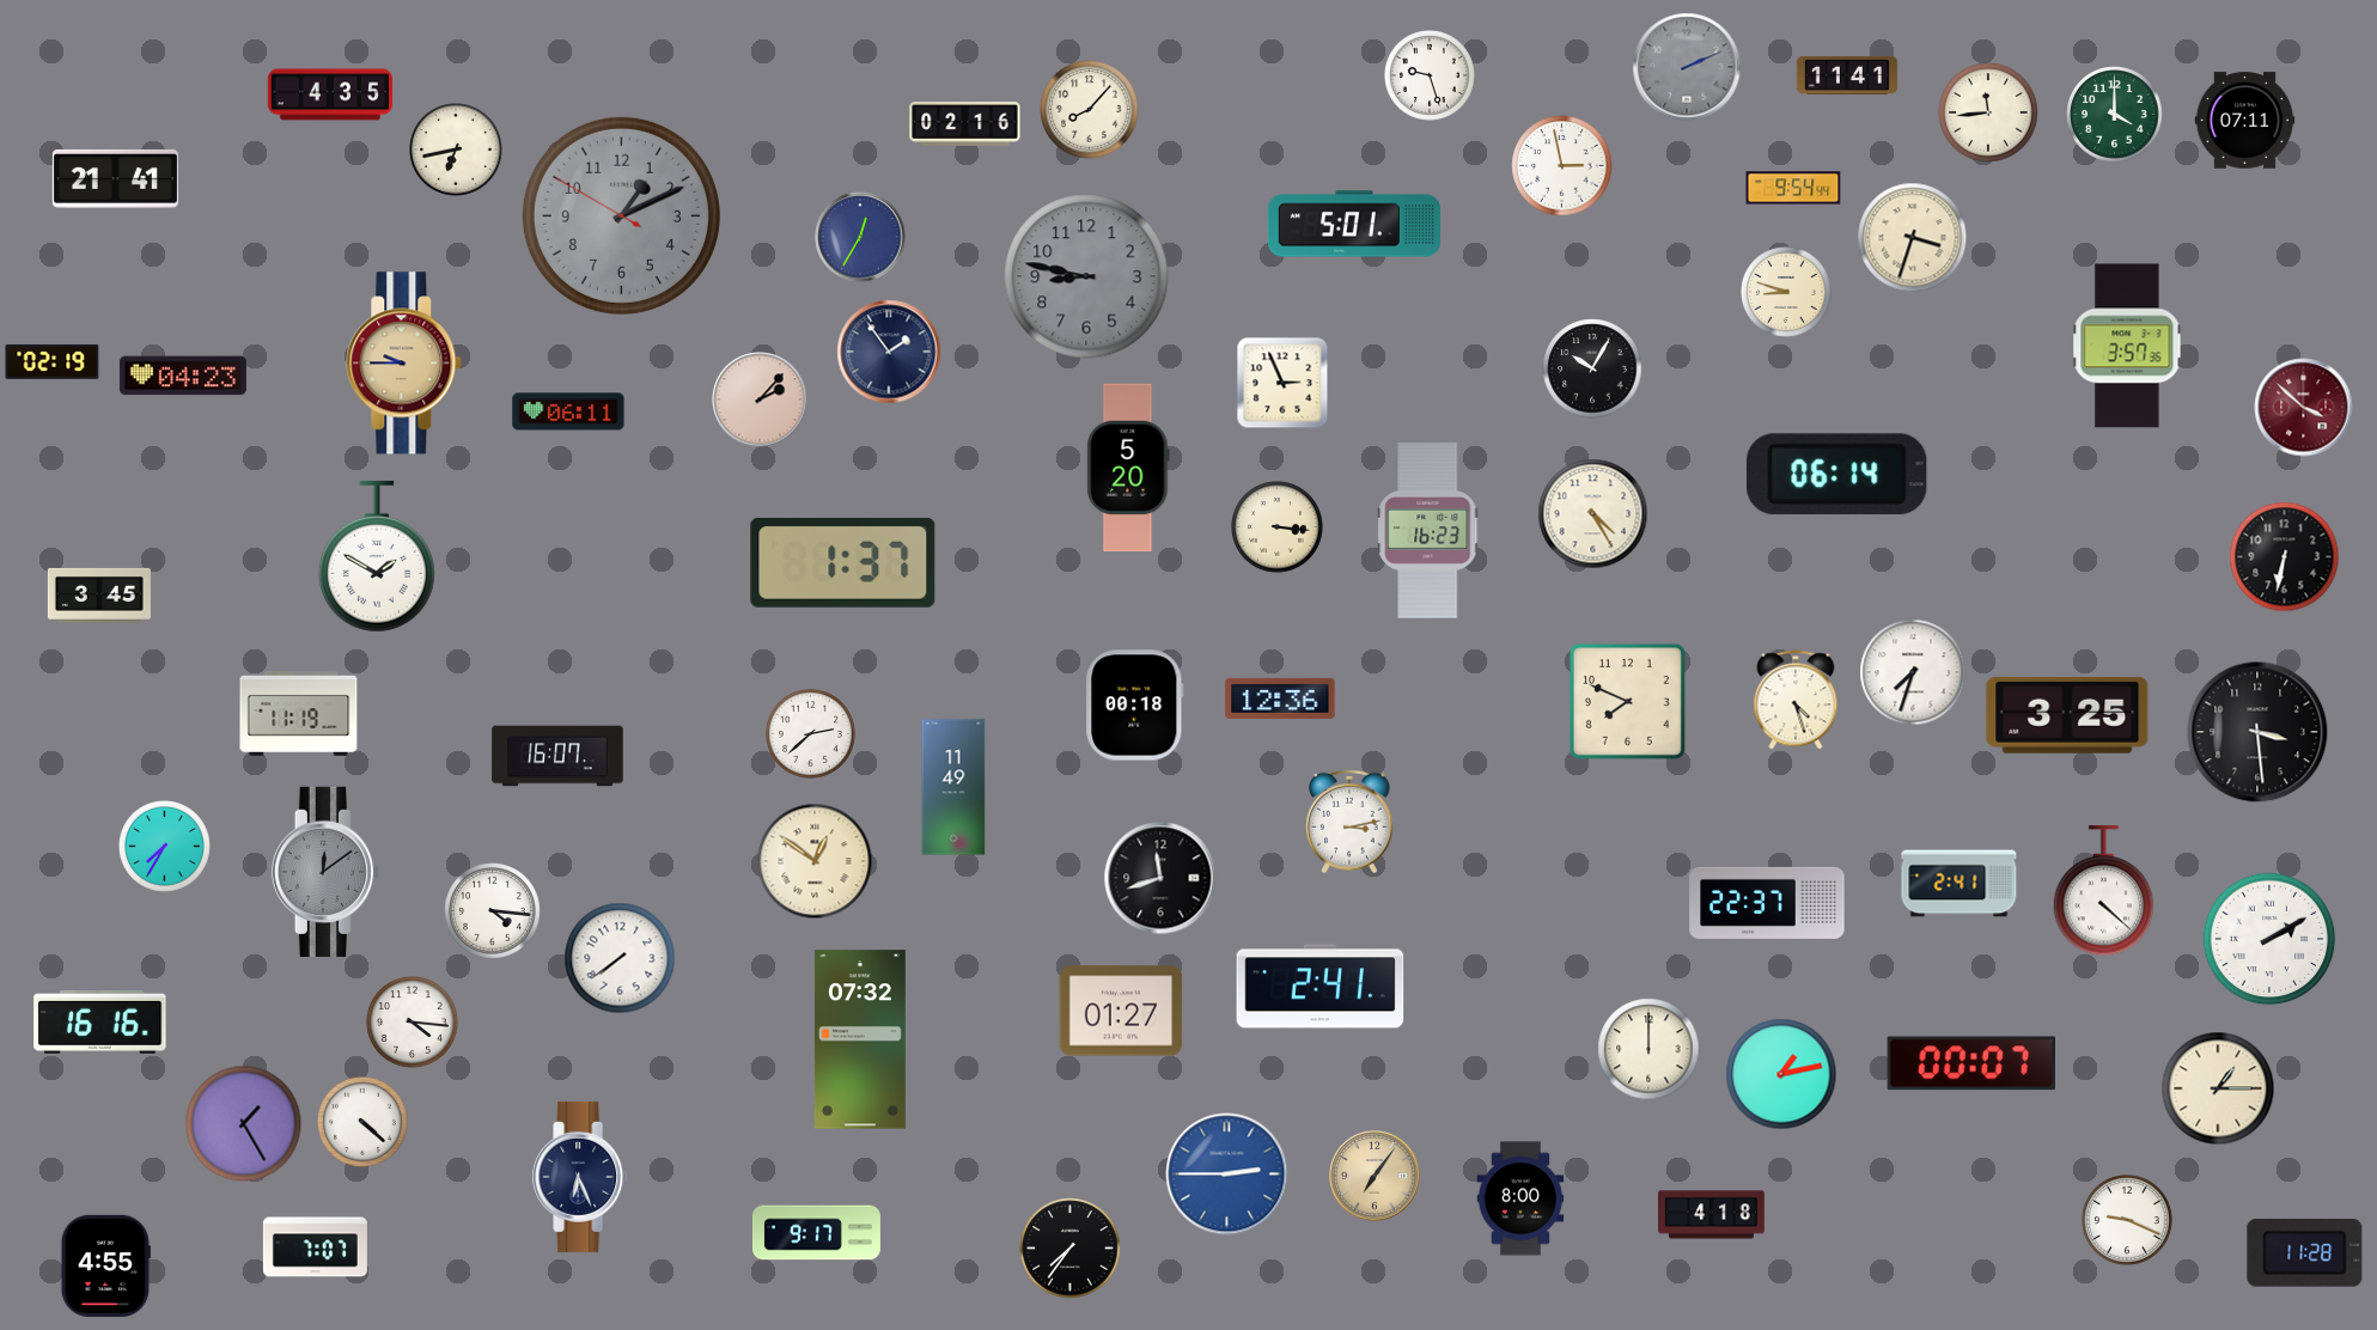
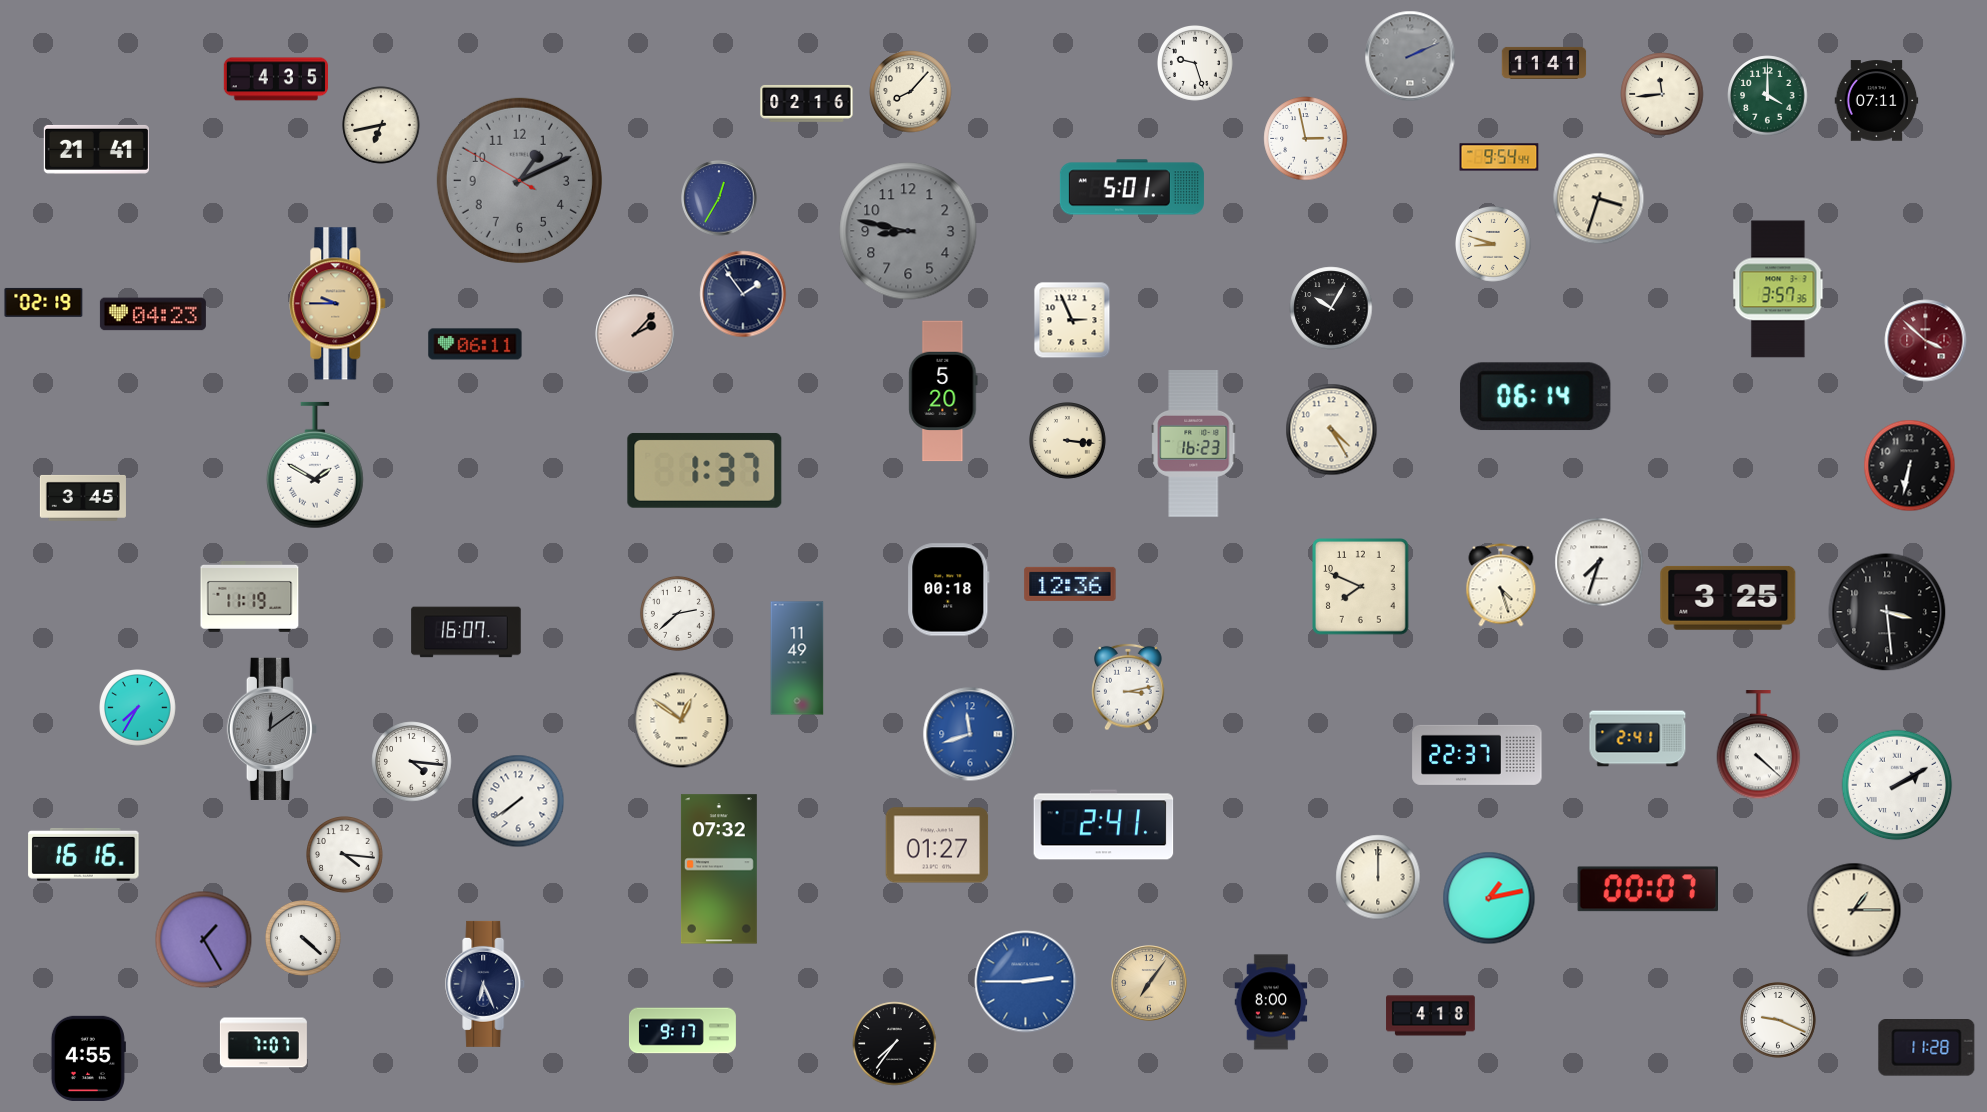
clock at (1160, 878) dial: black -> blue
